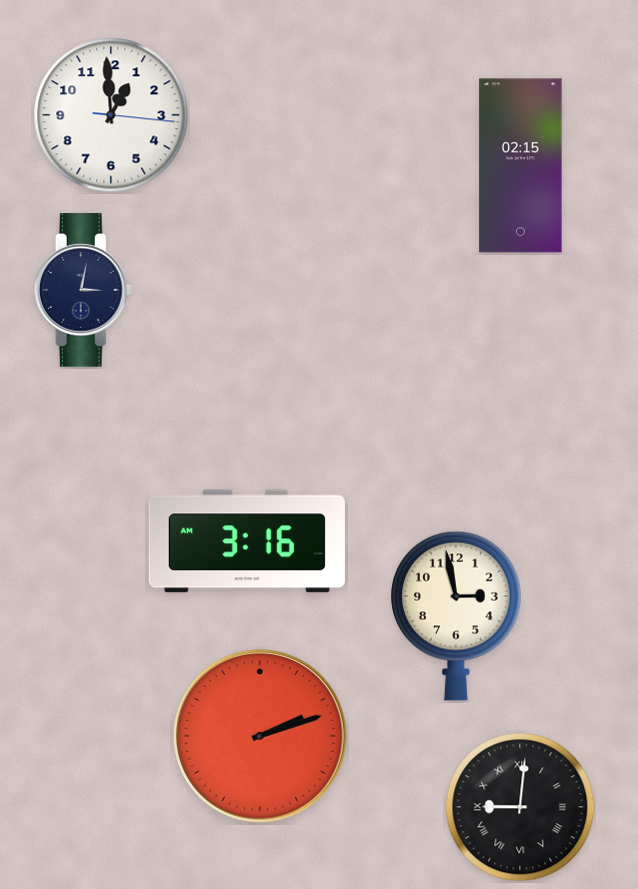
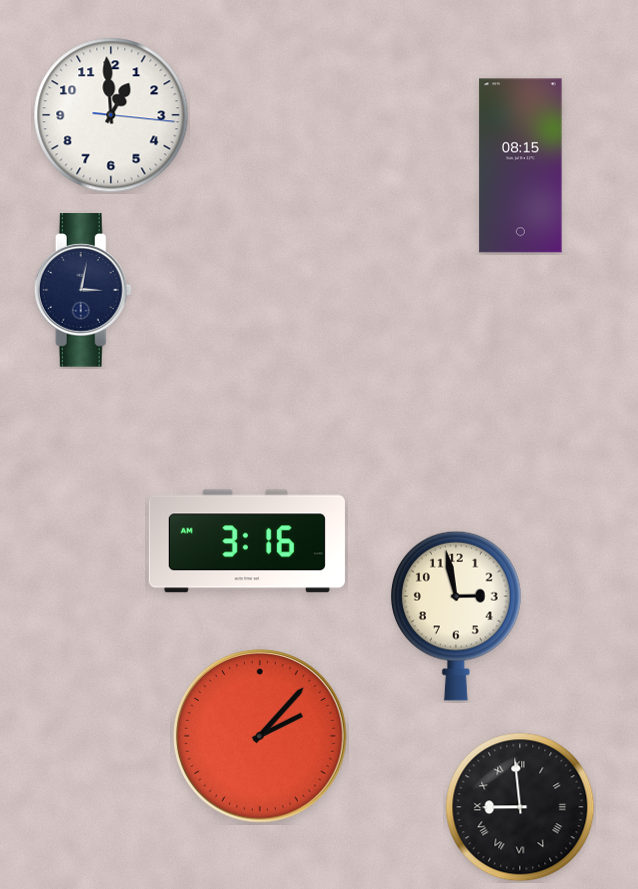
clock at (521, 166): 02:15 -> 08:15
clock at (261, 737): 2:12 -> 2:07
clock at (520, 807): 9:01 -> 8:59
